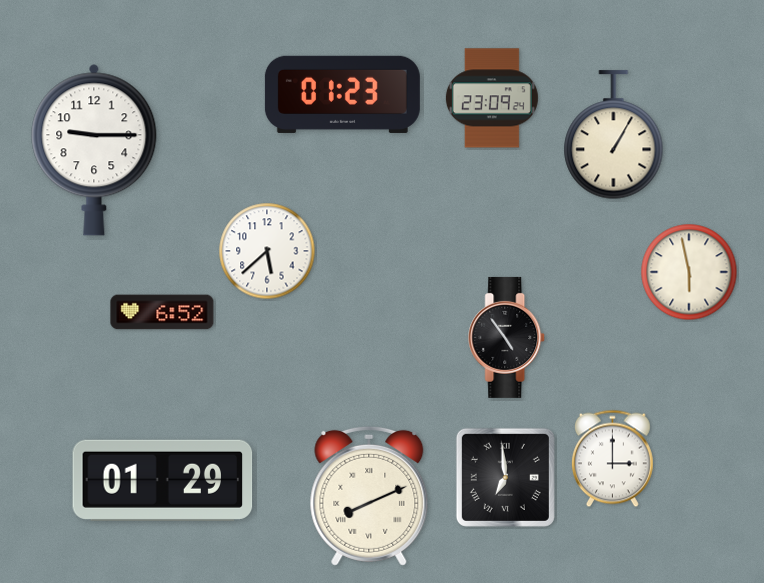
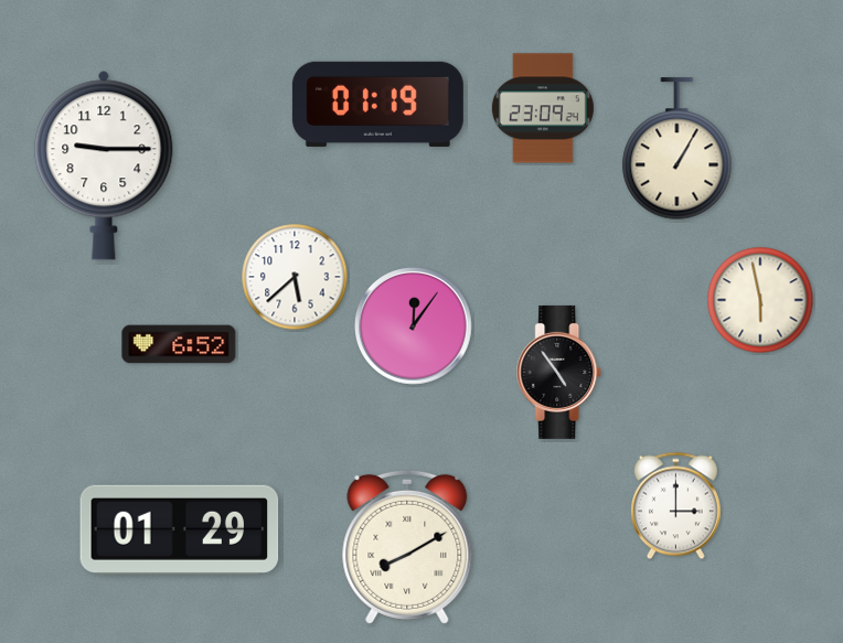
clock at (342, 94): 01:23 -> 01:19
clock at (414, 326): none -> 12:06
clock at (505, 477): 6:59 -> none
clock at (369, 496): 8:11 -> 8:10
